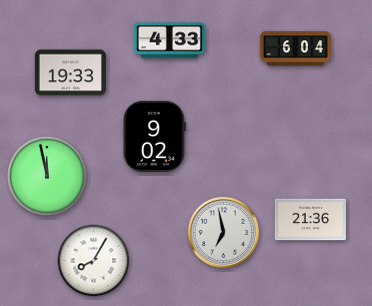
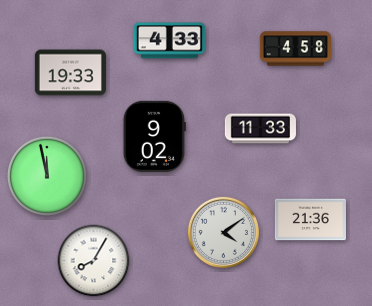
clock at (295, 49): 6:04 -> 4:58
clock at (260, 129): none -> 11:33
clock at (223, 232): 6:58 -> 4:09
